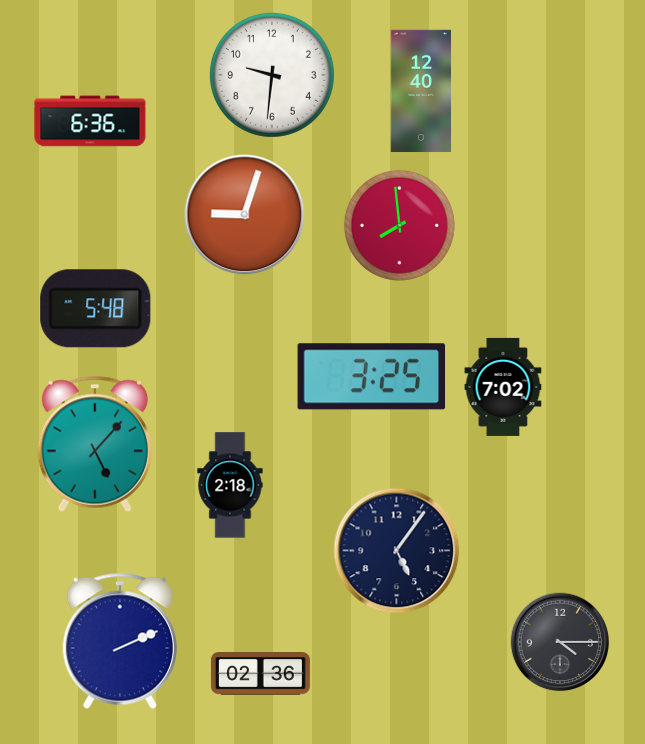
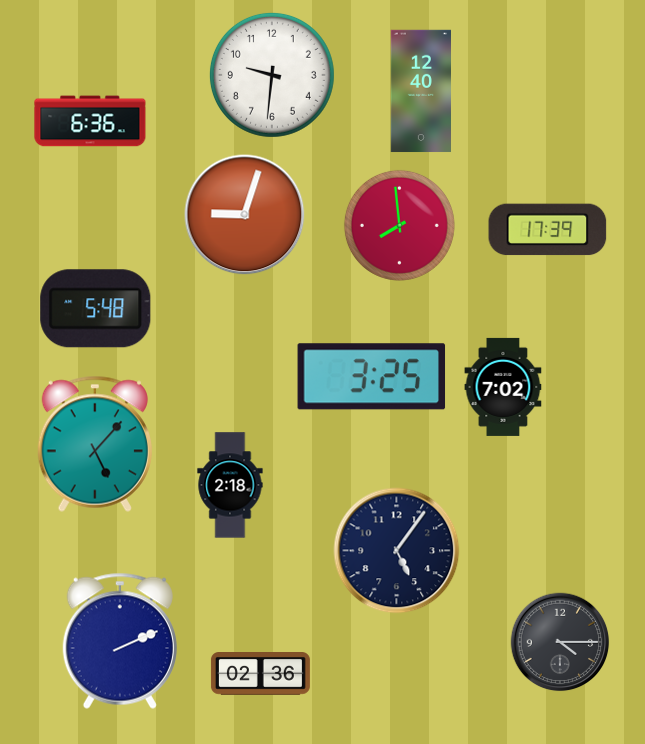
clock at (548, 230): none -> 17:39
